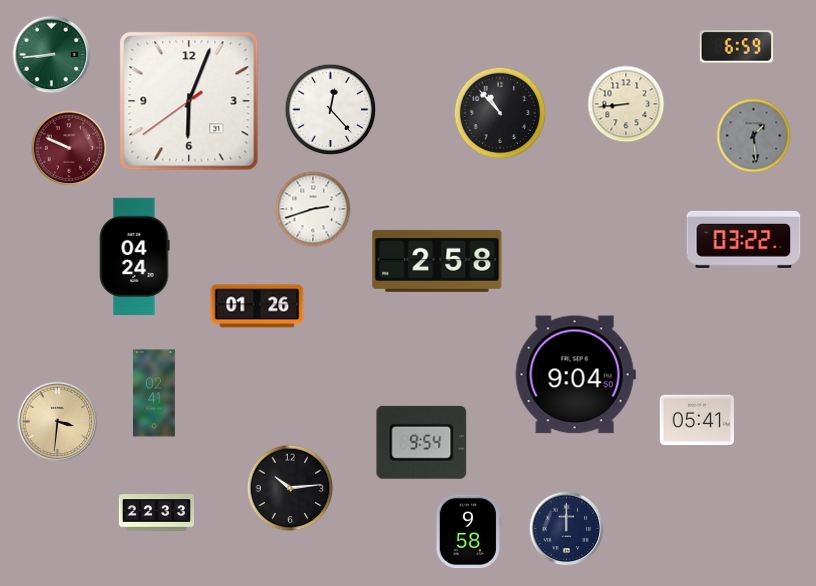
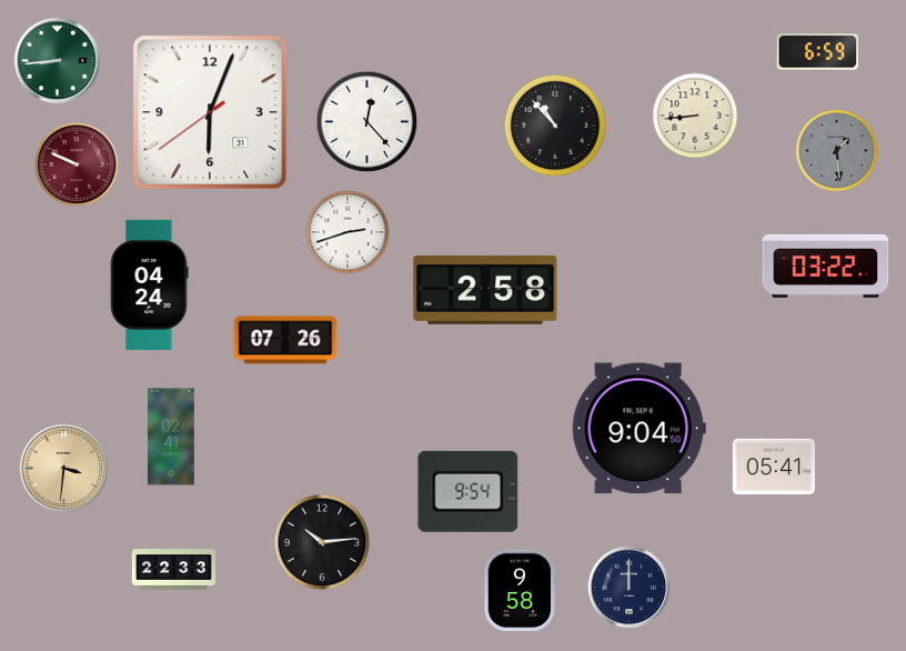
clock at (257, 306): 01:26 -> 07:26
clock at (575, 375) position: (575, 375) -> (638, 429)
